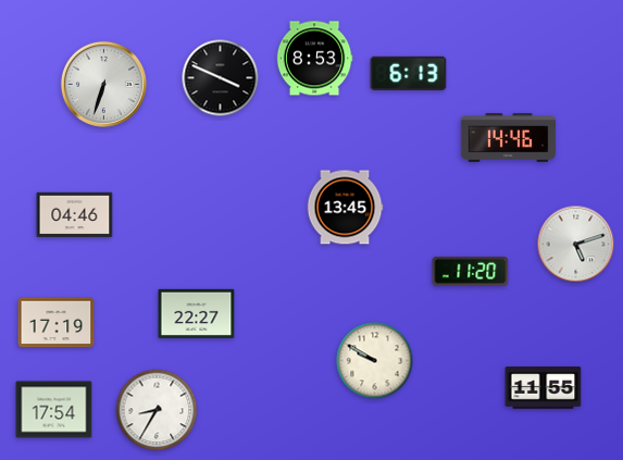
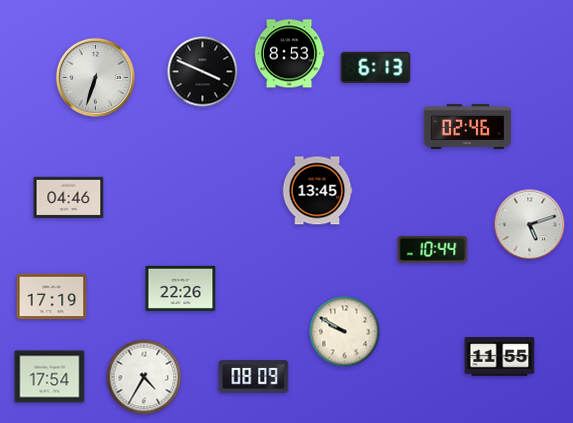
clock at (508, 137): 14:46 -> 02:46
clock at (471, 271): 11:20 -> 10:44
clock at (197, 313): 22:27 -> 22:26
clock at (157, 410): 8:35 -> 4:35
clock at (254, 377): none -> 08:09
